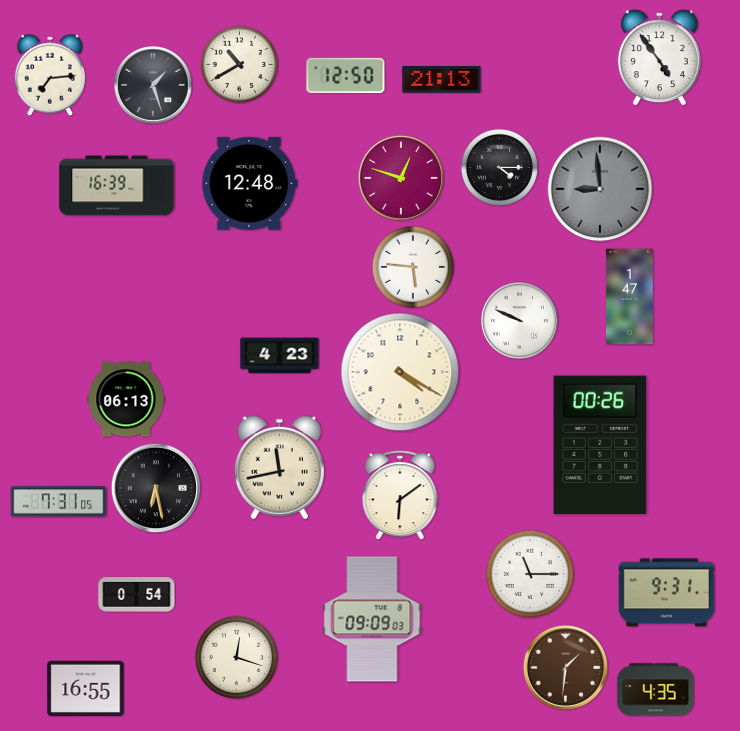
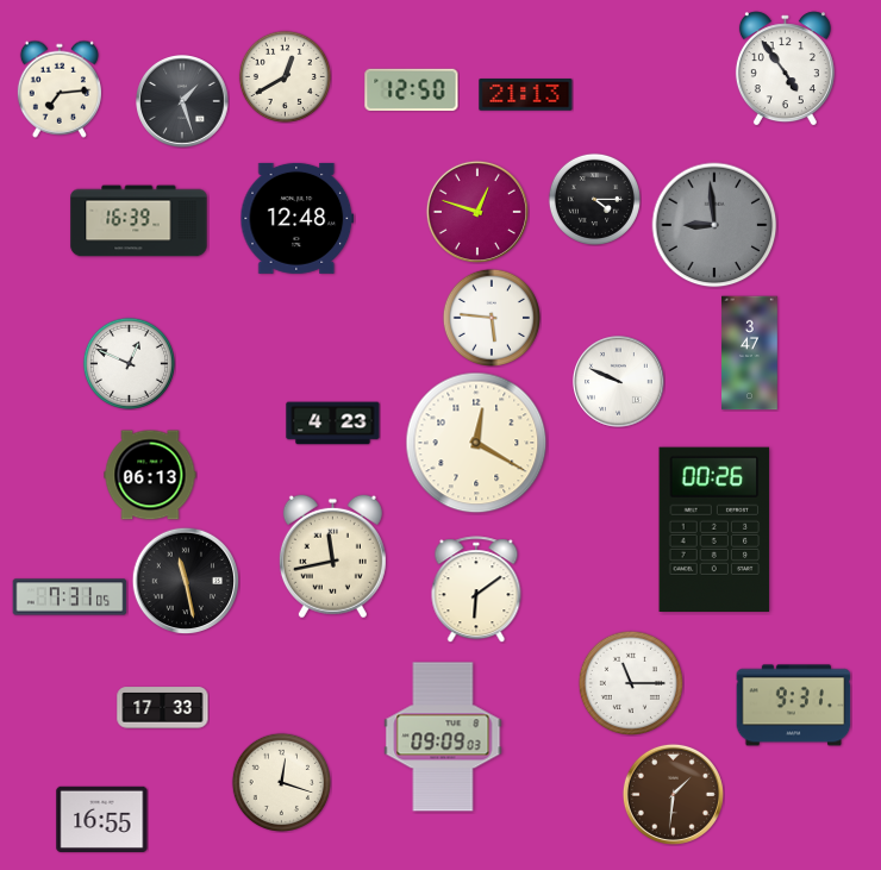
clock at (239, 64): 10:40 -> 12:40
clock at (630, 297): 1:47 -> 3:47
clock at (129, 363): none -> 12:49
clock at (400, 372): 4:20 -> 12:20
clock at (156, 488): 6:28 -> 11:28
clock at (137, 595): 0:54 -> 17:33
clock at (656, 690): 4:35 -> none
